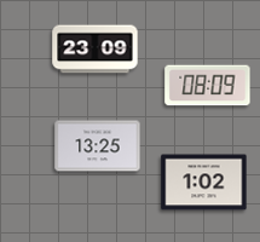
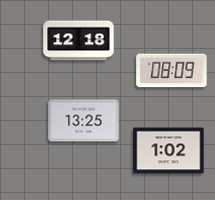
clock at (96, 50): 23:09 -> 12:18
clock at (98, 146) position: (98, 146) -> (84, 121)
